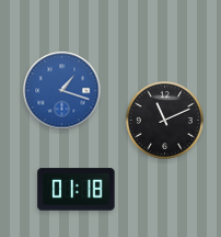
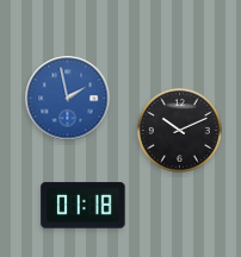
clock at (62, 91): 1:18 -> 1:58
clock at (164, 120): 11:11 -> 10:11
